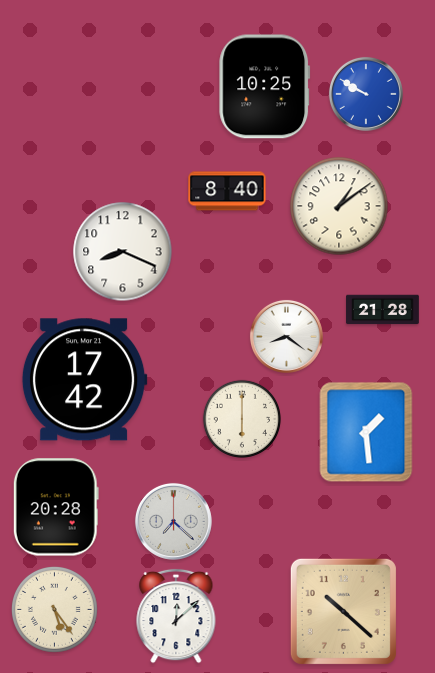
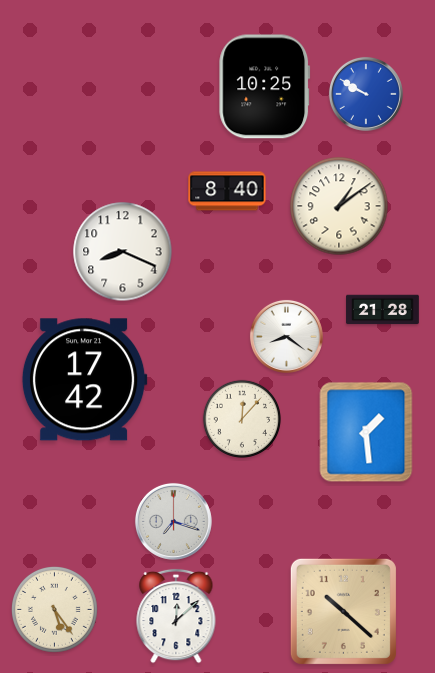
clock at (241, 418): 6:00 -> 12:07
clock at (56, 507): 20:28 -> none
clock at (173, 521): 7:22 -> 7:18
